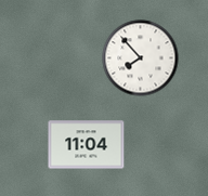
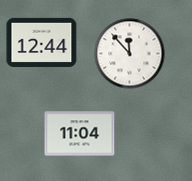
clock at (42, 42): none -> 12:44
clock at (141, 58): 7:53 -> 11:53
